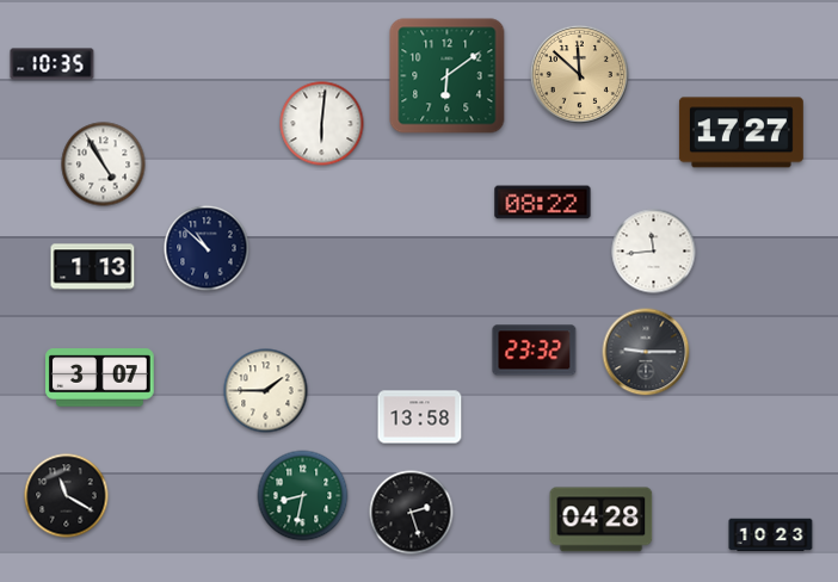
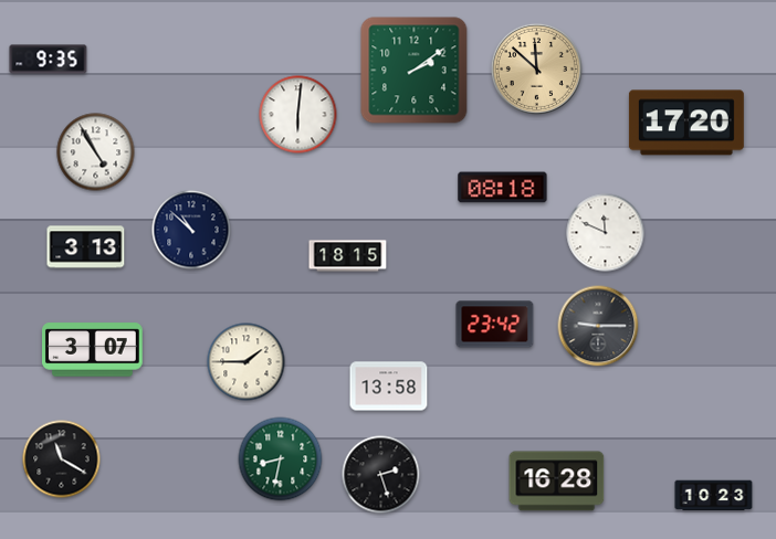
clock at (53, 64): 10:35 -> 9:35
clock at (448, 76): 6:09 -> 2:09
clock at (741, 132): 17:27 -> 17:20
clock at (543, 203): 08:22 -> 08:18
clock at (654, 252): 11:44 -> 11:49
clock at (93, 267): 1:13 -> 3:13
clock at (348, 256): none -> 18:15
clock at (535, 351): 23:32 -> 23:42
clock at (602, 520): 04:28 -> 16:28
